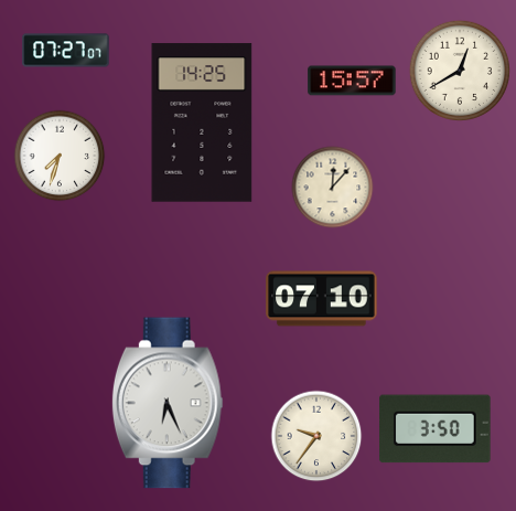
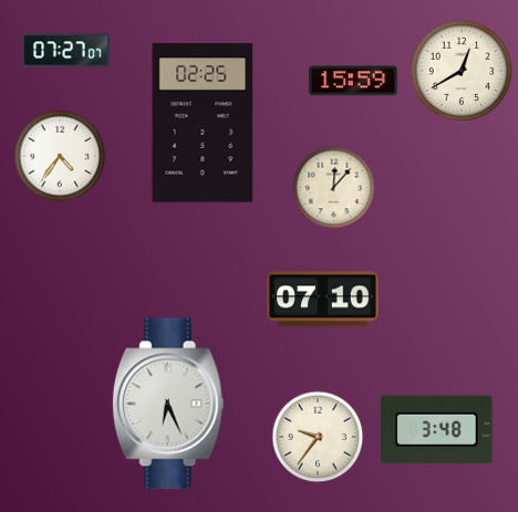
clock at (352, 81): 15:57 -> 15:59
clock at (202, 123): 14:25 -> 02:25
clock at (60, 156): 7:33 -> 4:36
clock at (436, 429): 3:50 -> 3:48
